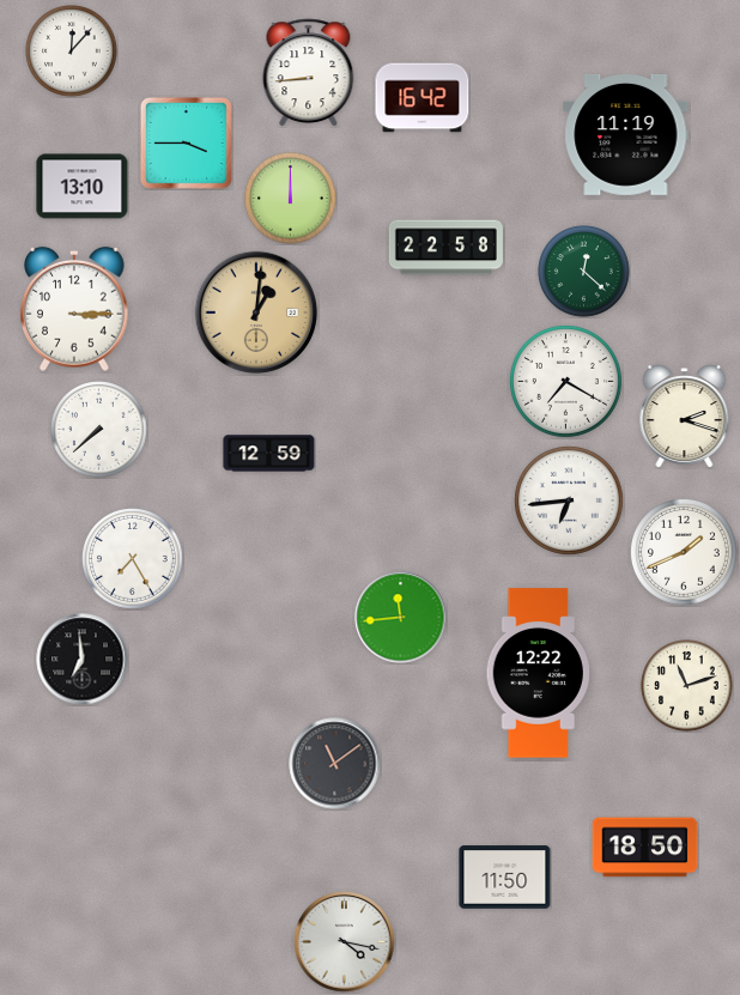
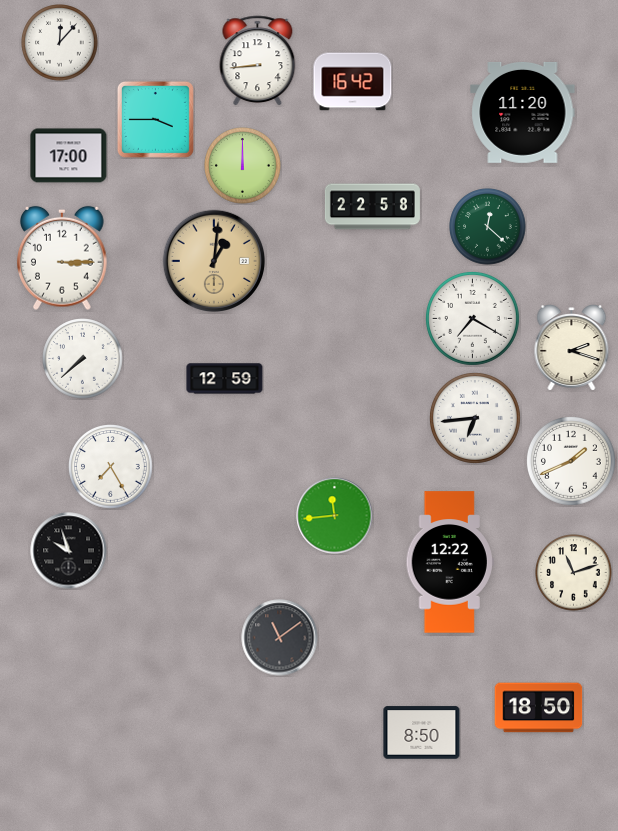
clock at (626, 134): 11:19 -> 11:20
clock at (83, 187): 13:10 -> 17:00
clock at (83, 660): 6:59 -> 9:57
clock at (505, 878): 11:50 -> 8:50
clock at (345, 942): 4:17 -> none
